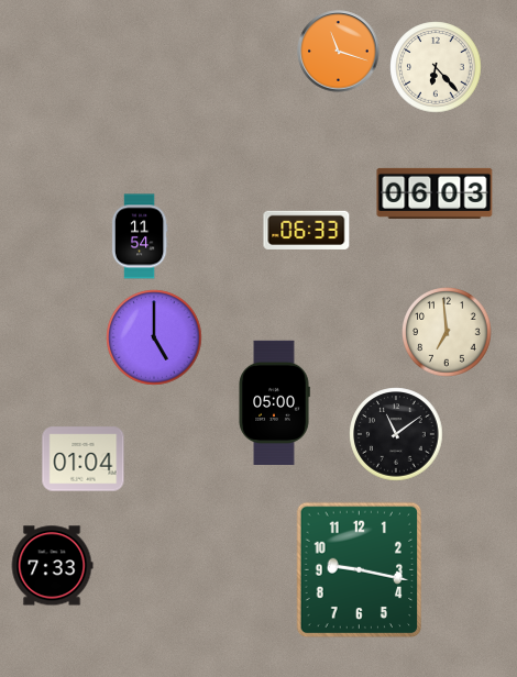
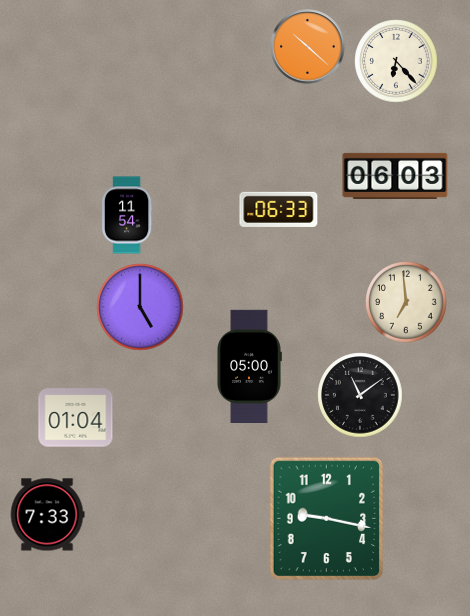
clock at (339, 52): 11:18 -> 10:22
